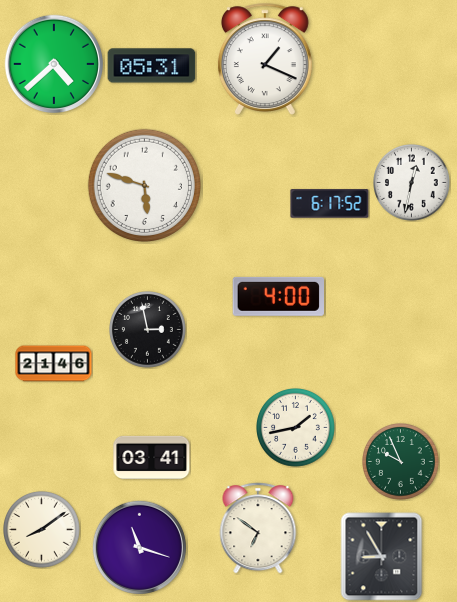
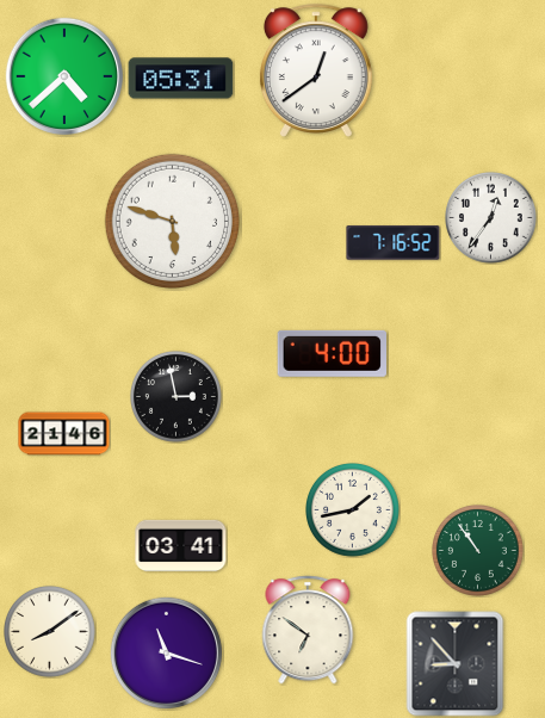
clock at (265, 59): 1:19 -> 12:39
clock at (412, 183): 12:32 -> 12:36
clock at (330, 204): 6:17 -> 7:16
clock at (148, 330) position: (148, 330) -> (176, 397)
clock at (401, 462): 9:56 -> 10:54
clock at (382, 557): 8:55 -> 8:53
